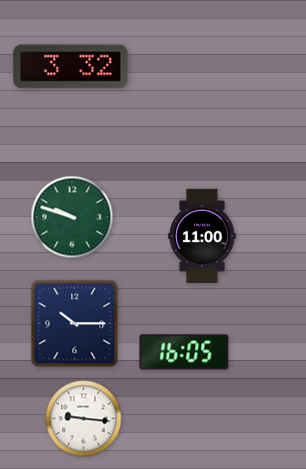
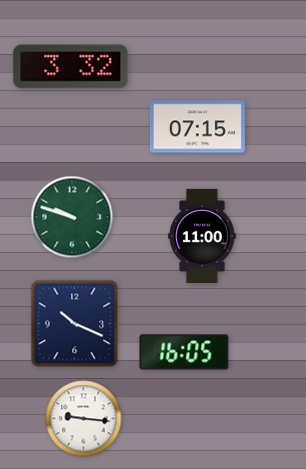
clock at (197, 127): none -> 07:15
clock at (75, 324): 10:15 -> 10:19
